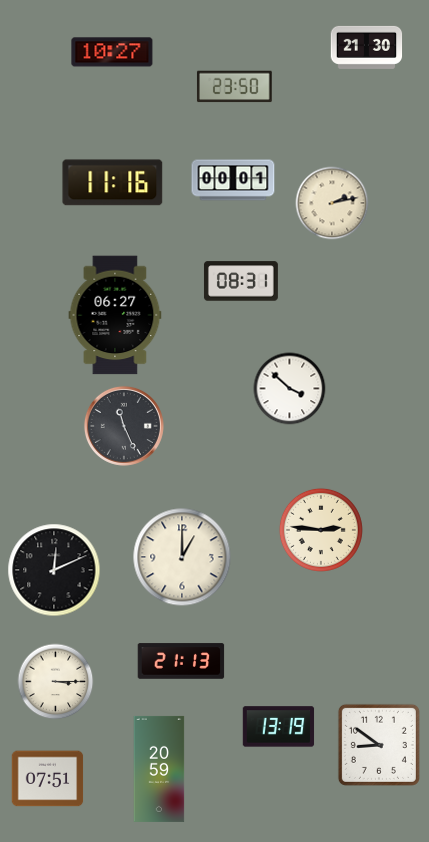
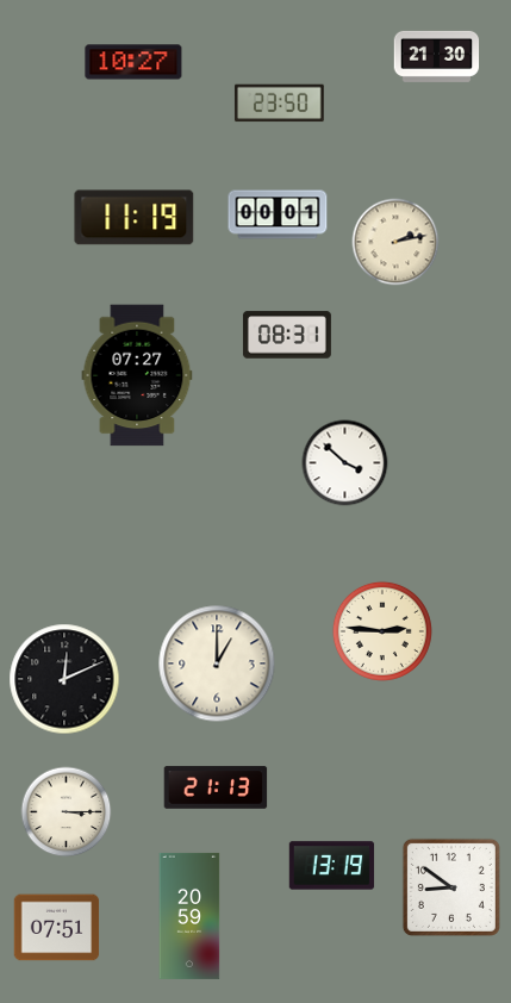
clock at (113, 183): 11:16 -> 11:19
clock at (115, 315): 06:27 -> 07:27
clock at (124, 426): 11:26 -> none
